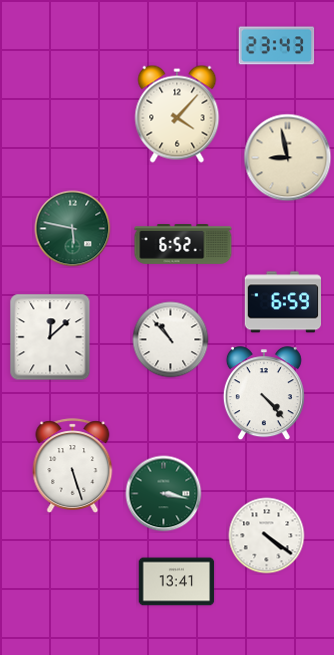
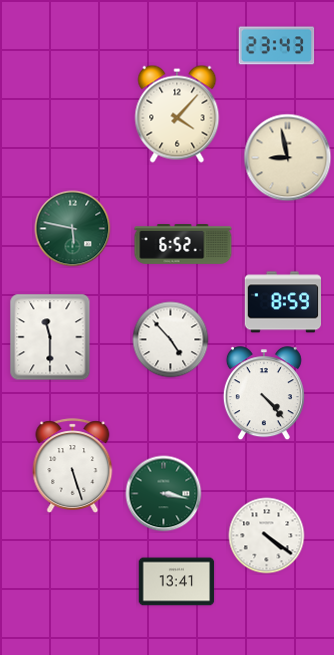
clock at (283, 302): 6:59 -> 8:59
clock at (50, 337): 12:08 -> 11:30
clock at (171, 340): 10:53 -> 4:53
